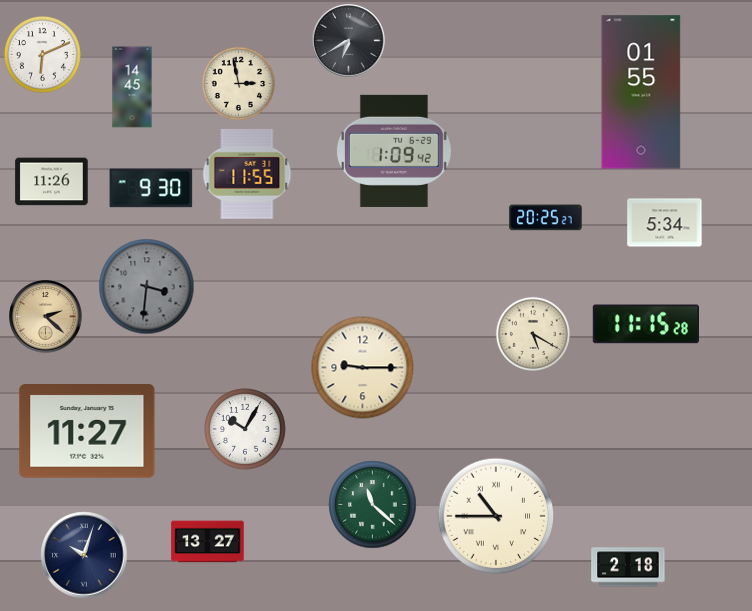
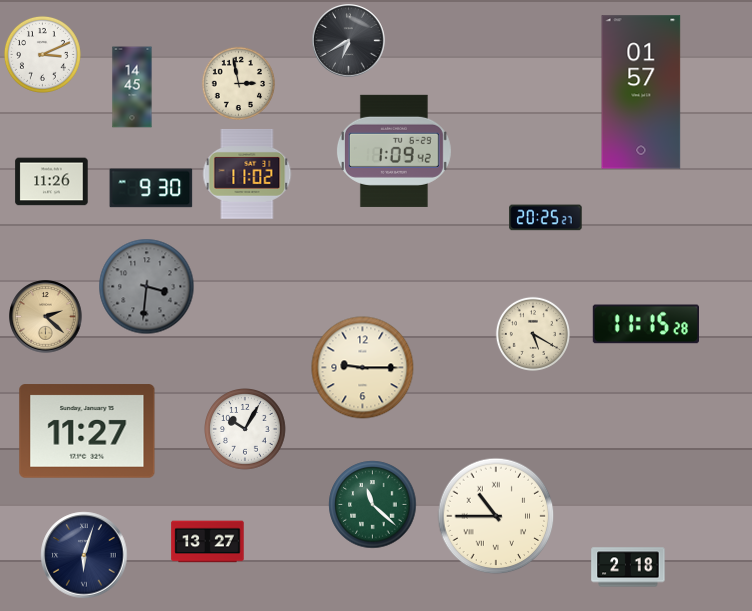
clock at (42, 54): 6:11 -> 3:11
clock at (641, 92): 01:55 -> 01:57
clock at (247, 174): 11:55 -> 11:02
clock at (665, 223): 5:34 -> none
clock at (84, 555): 10:03 -> 6:03
